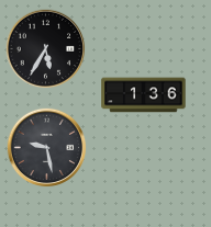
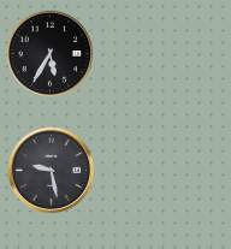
clock at (144, 95): 1:36 -> none
clock at (47, 148) position: (47, 148) -> (52, 171)
